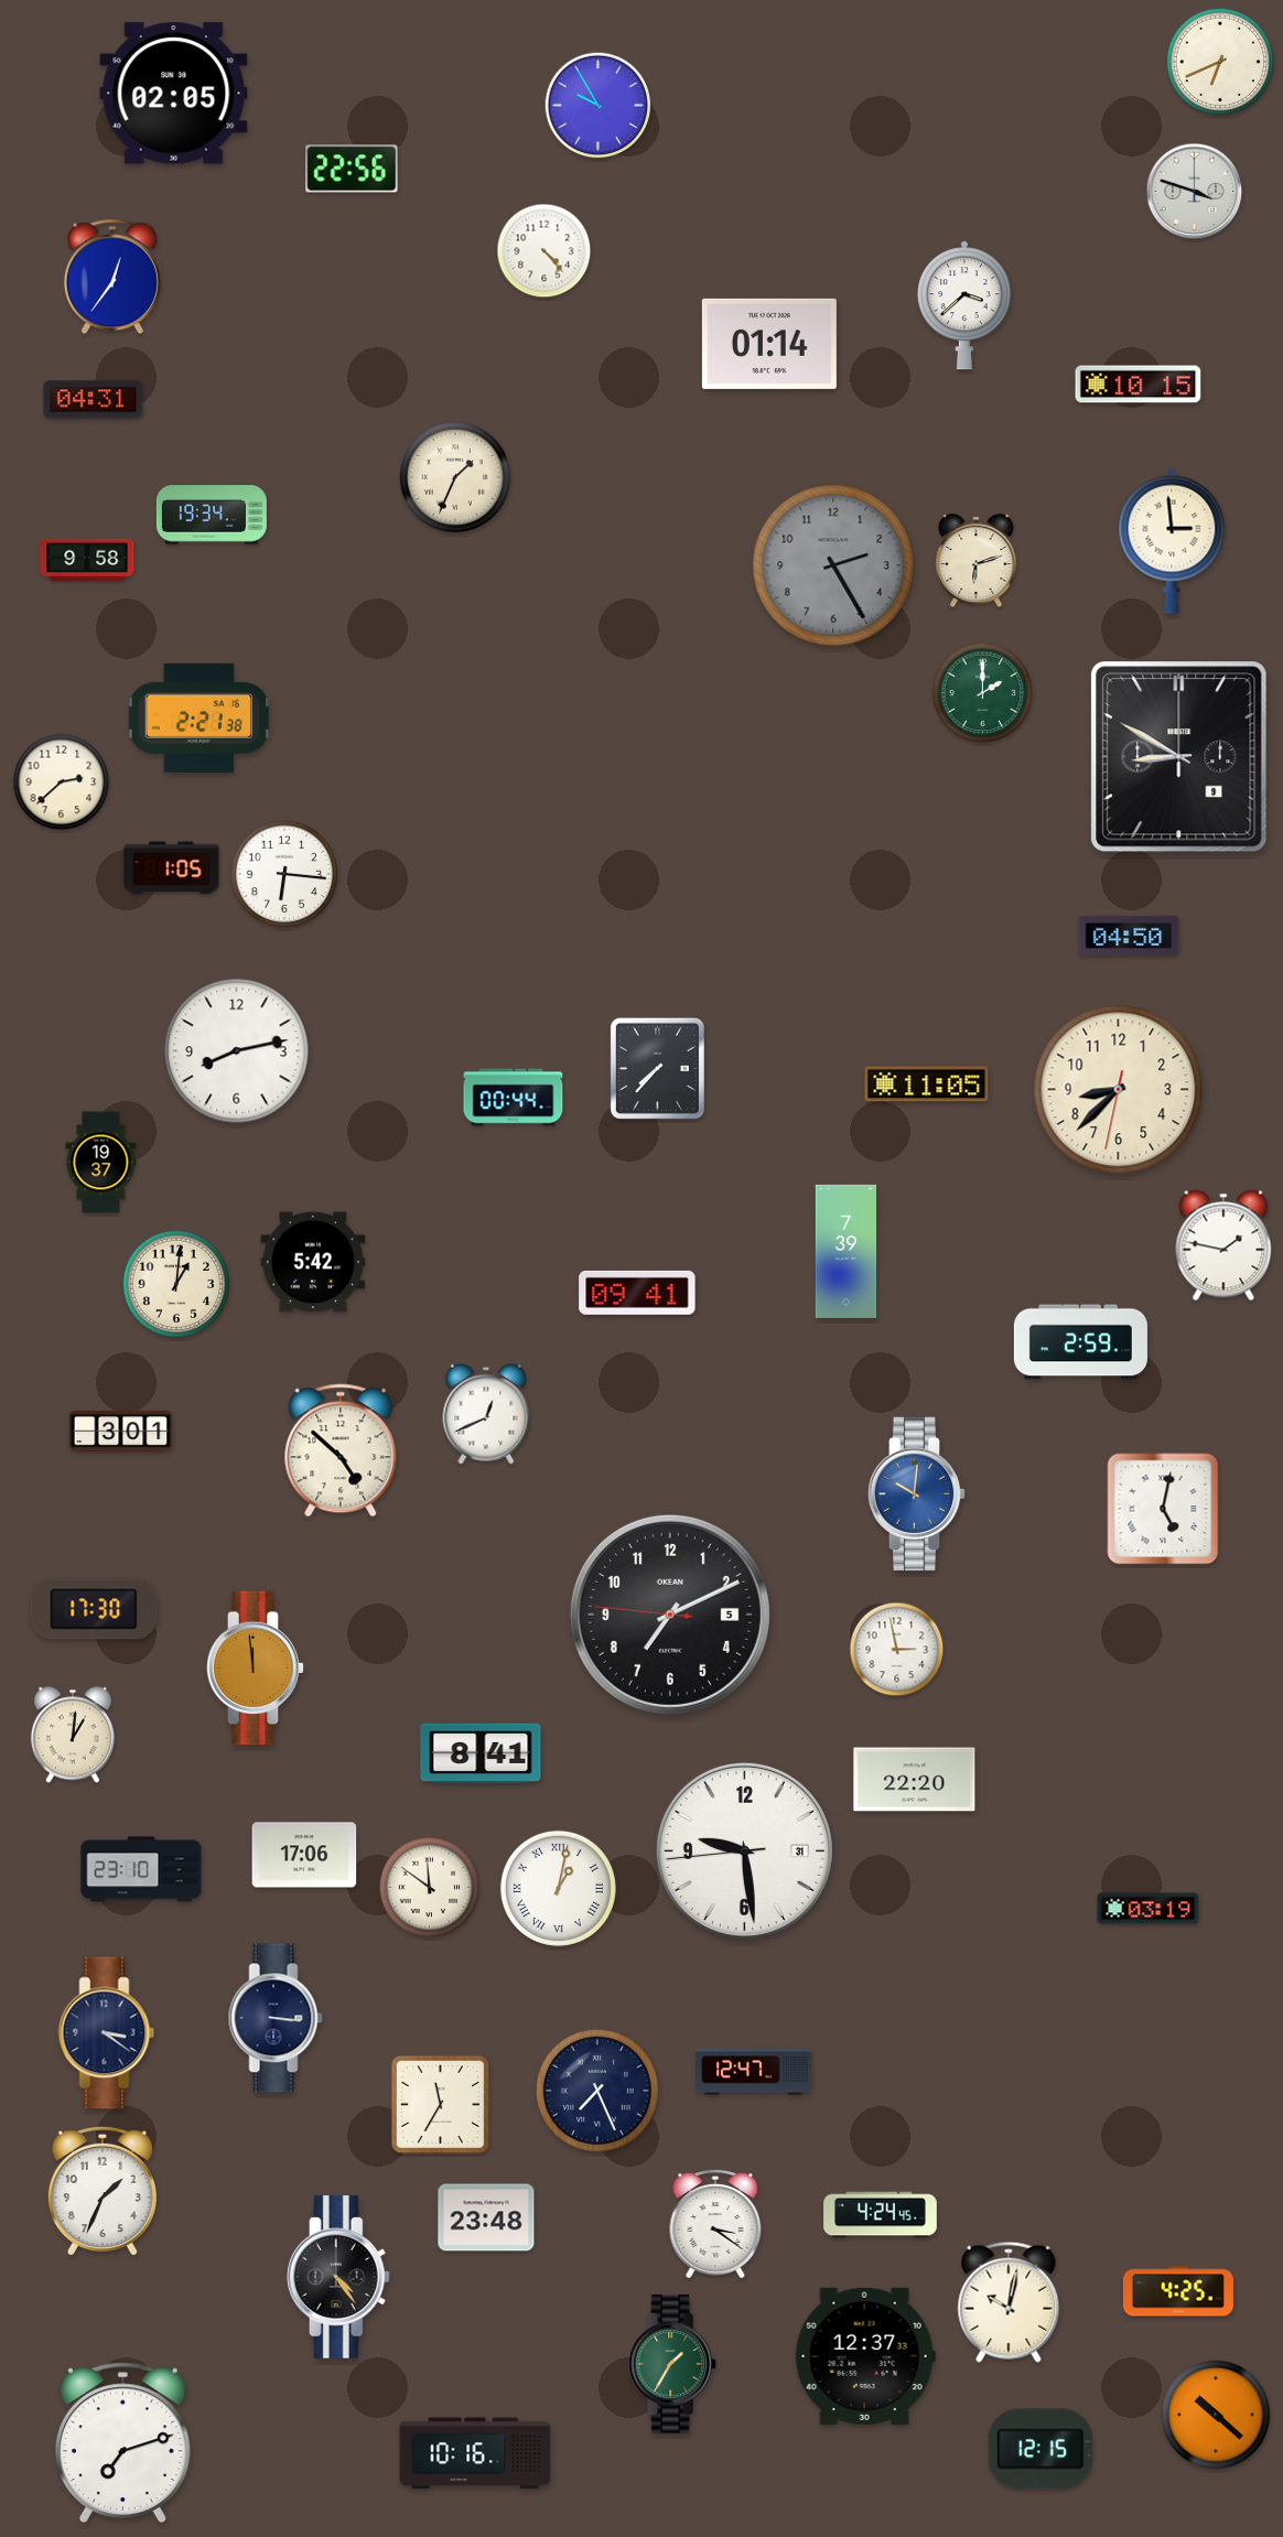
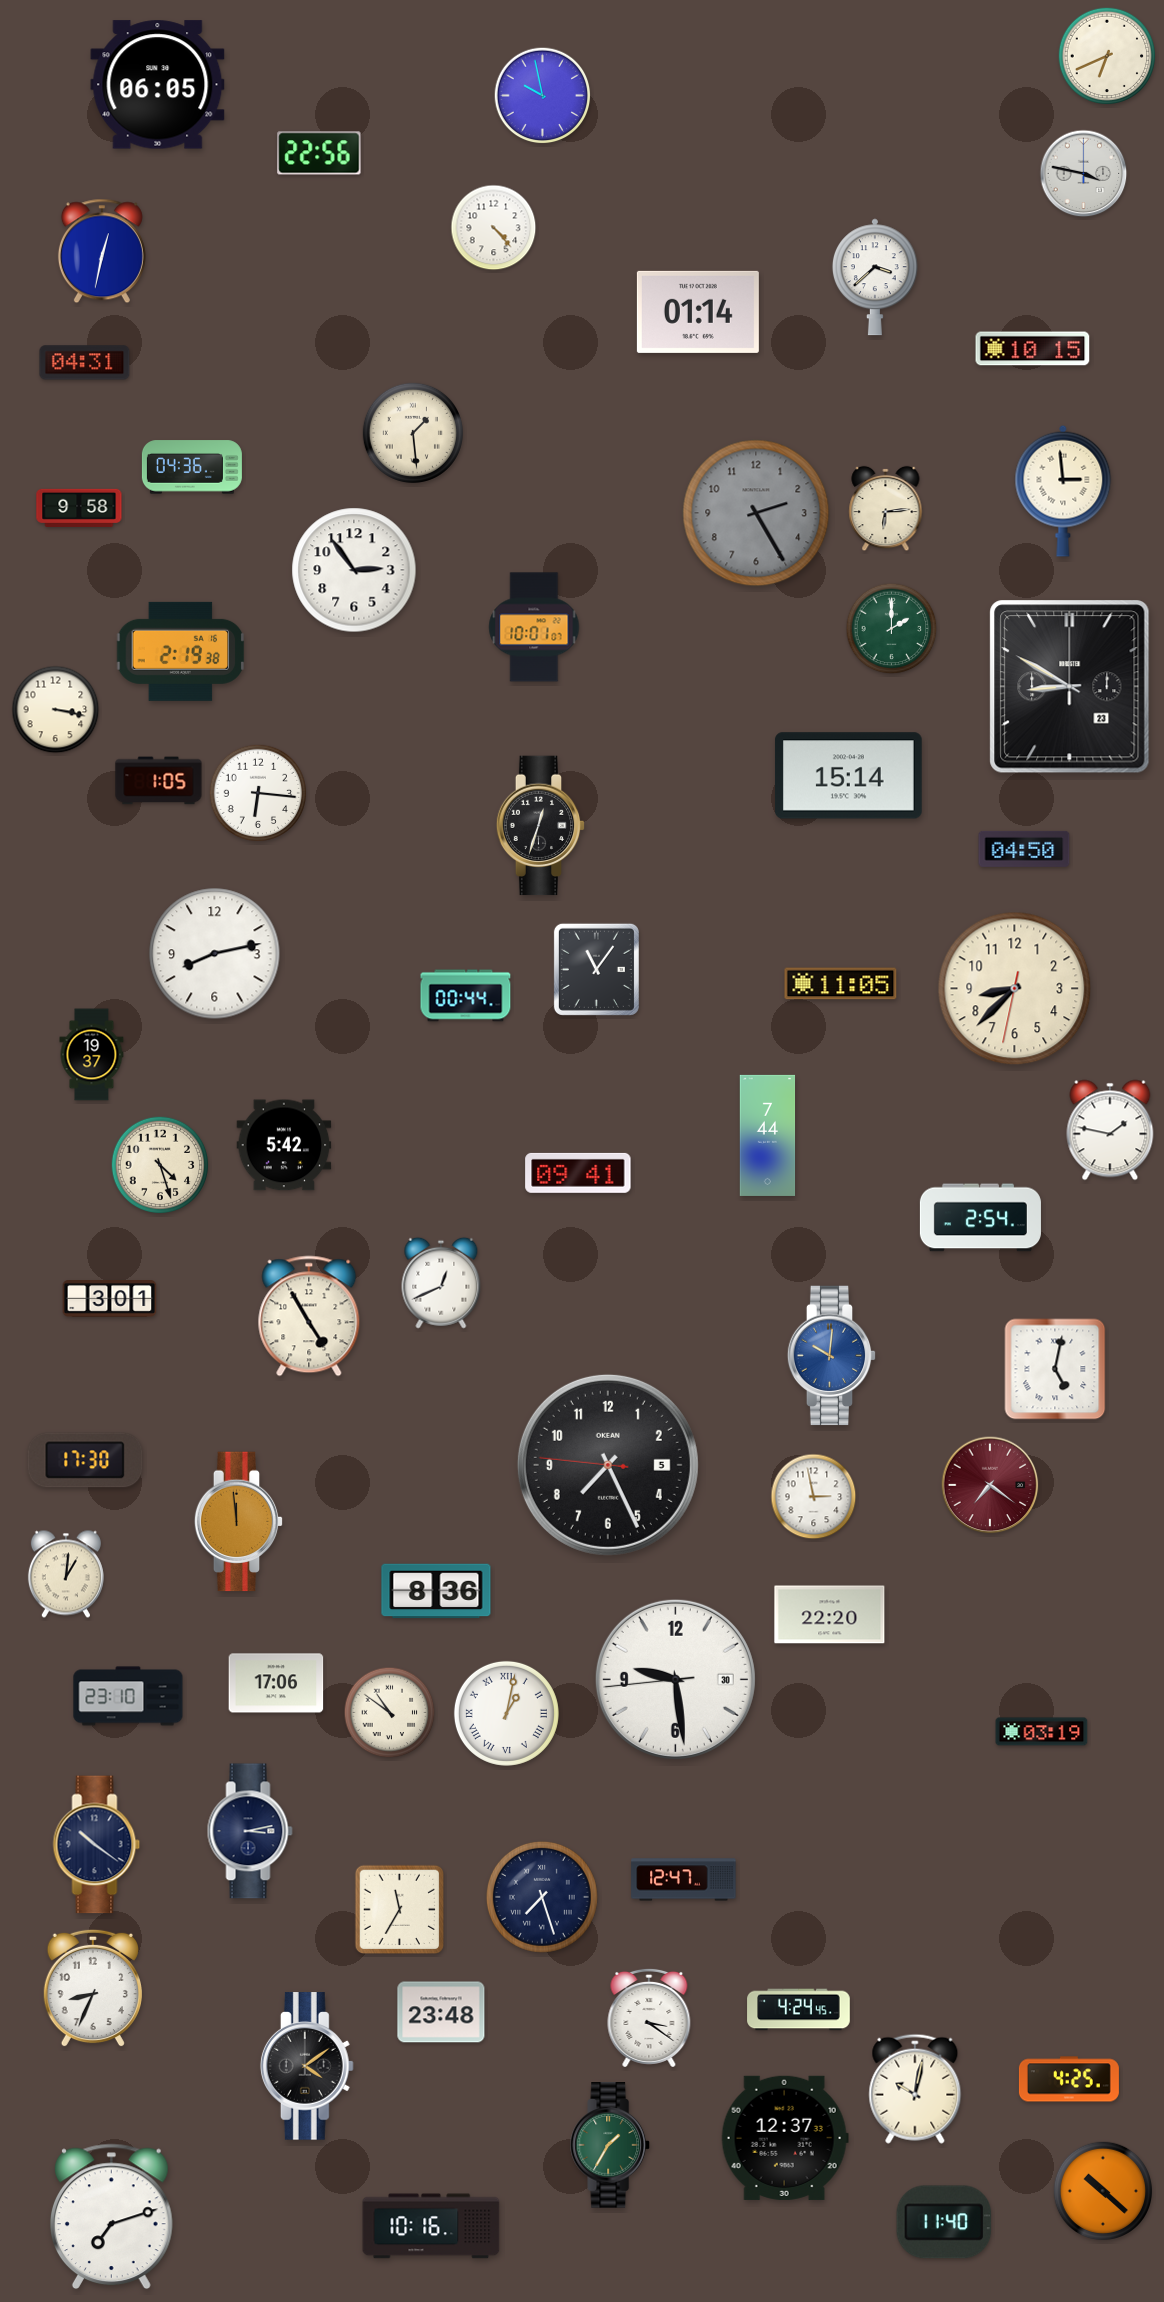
clock at (174, 94): 02:05 -> 06:05
clock at (599, 106): 9:55 -> 9:58
clock at (1195, 192): 3:48 -> 3:47
clock at (112, 277): 12:36 -> 12:32
clock at (455, 477): 1:34 -> 1:29
clock at (212, 515): 19:34 -> 04:36
clock at (977, 561): 6:12 -> 6:14
clock at (354, 570): none -> 2:54
clock at (534, 627): none -> 10:01
clock at (200, 717): 2:21 -> 2:19
clock at (1179, 757) date: 9 -> 23
clock at (62, 782): 2:38 -> 3:17
clock at (848, 776): none -> 15:14
clock at (172, 868) position: (172, 868) -> (159, 781)
clock at (541, 826): none -> 12:33
clock at (657, 1068): 7:37 -> 11:06
clock at (847, 1251): 7:39 -> 7:44
clock at (176, 1284): 1:01 -> 4:27
clock at (1080, 1342): 2:59 -> 2:54
clock at (341, 1450): 4:52 -> 4:55
clock at (670, 1615): 7:10 -> 7:25
clock at (990, 1485): none -> 7:21
clock at (256, 1669) position: (256, 1669) -> (239, 1522)
clock at (481, 1753): 8:41 -> 8:36
clock at (744, 1850) date: 31 -> 30
clock at (430, 1888): 11:51 -> 10:51
clock at (276, 2018): 3:16 -> 3:13
clock at (107, 2033): 3:21 -> 10:21
clock at (597, 2091): 7:26 -> 7:27
clock at (103, 2191): 1:34 -> 8:34
clock at (338, 2277): 4:24 -> 4:09
clock at (1041, 2449): 12:15 -> 11:40
